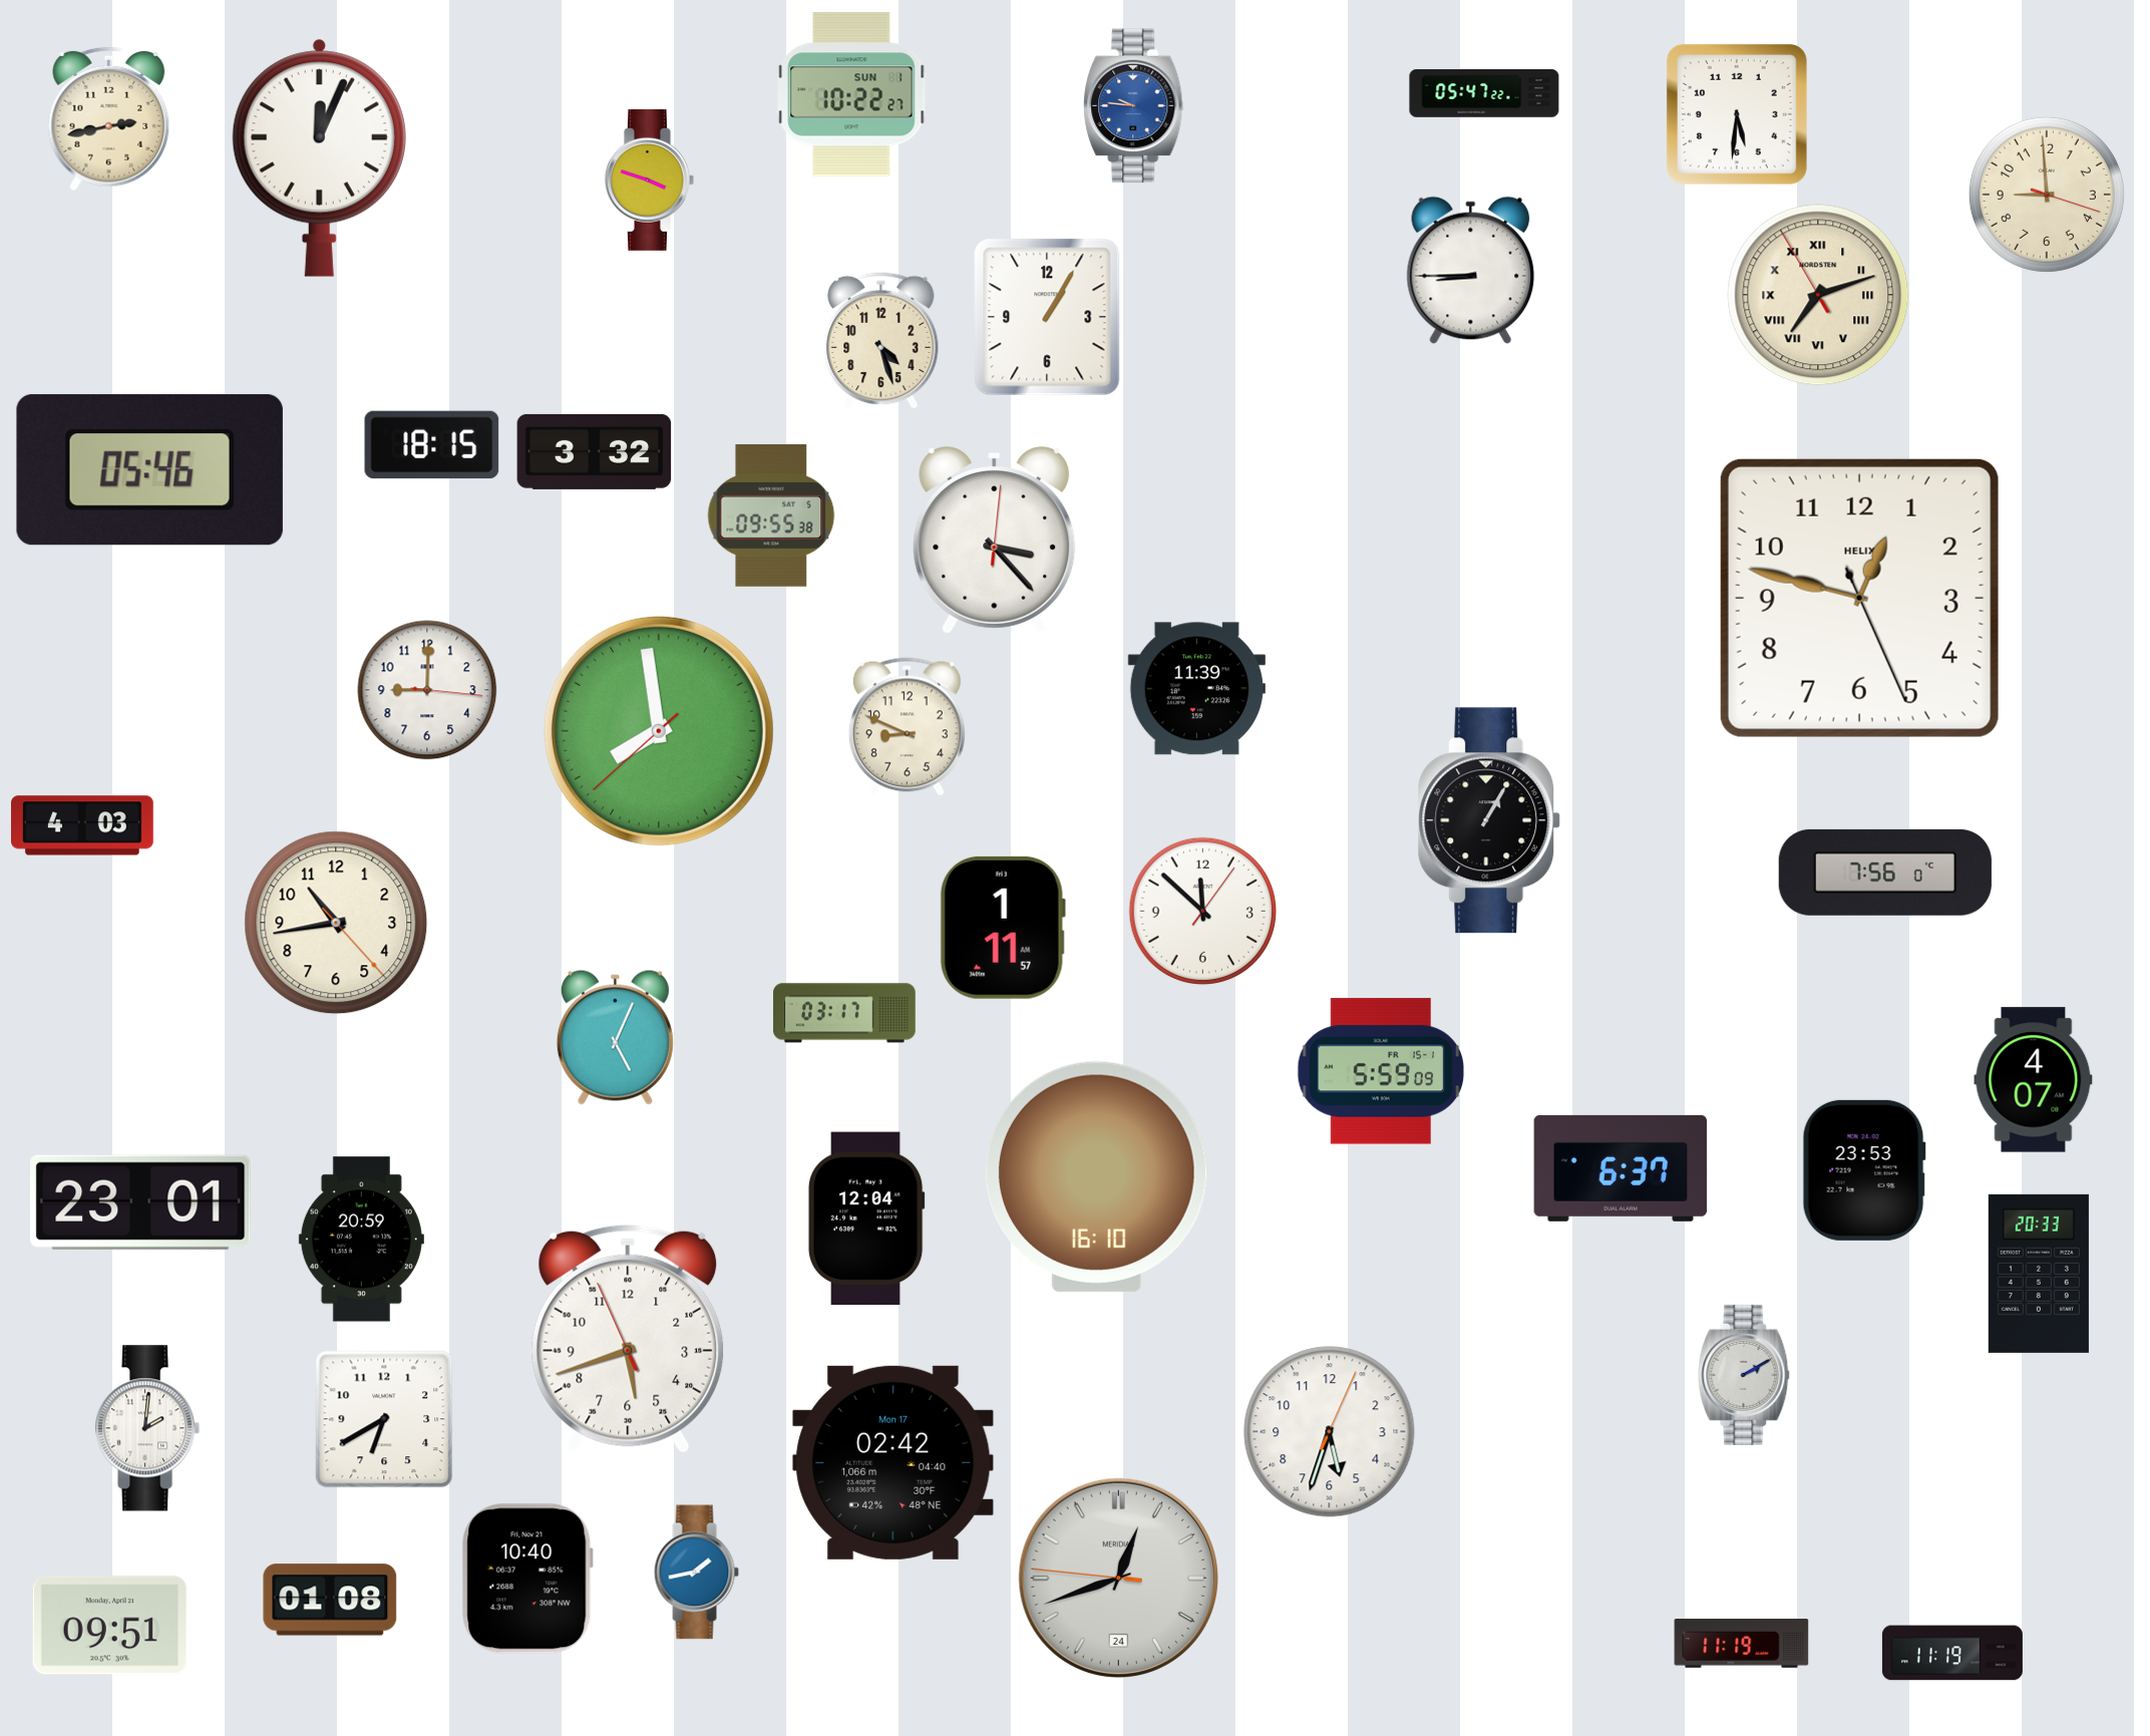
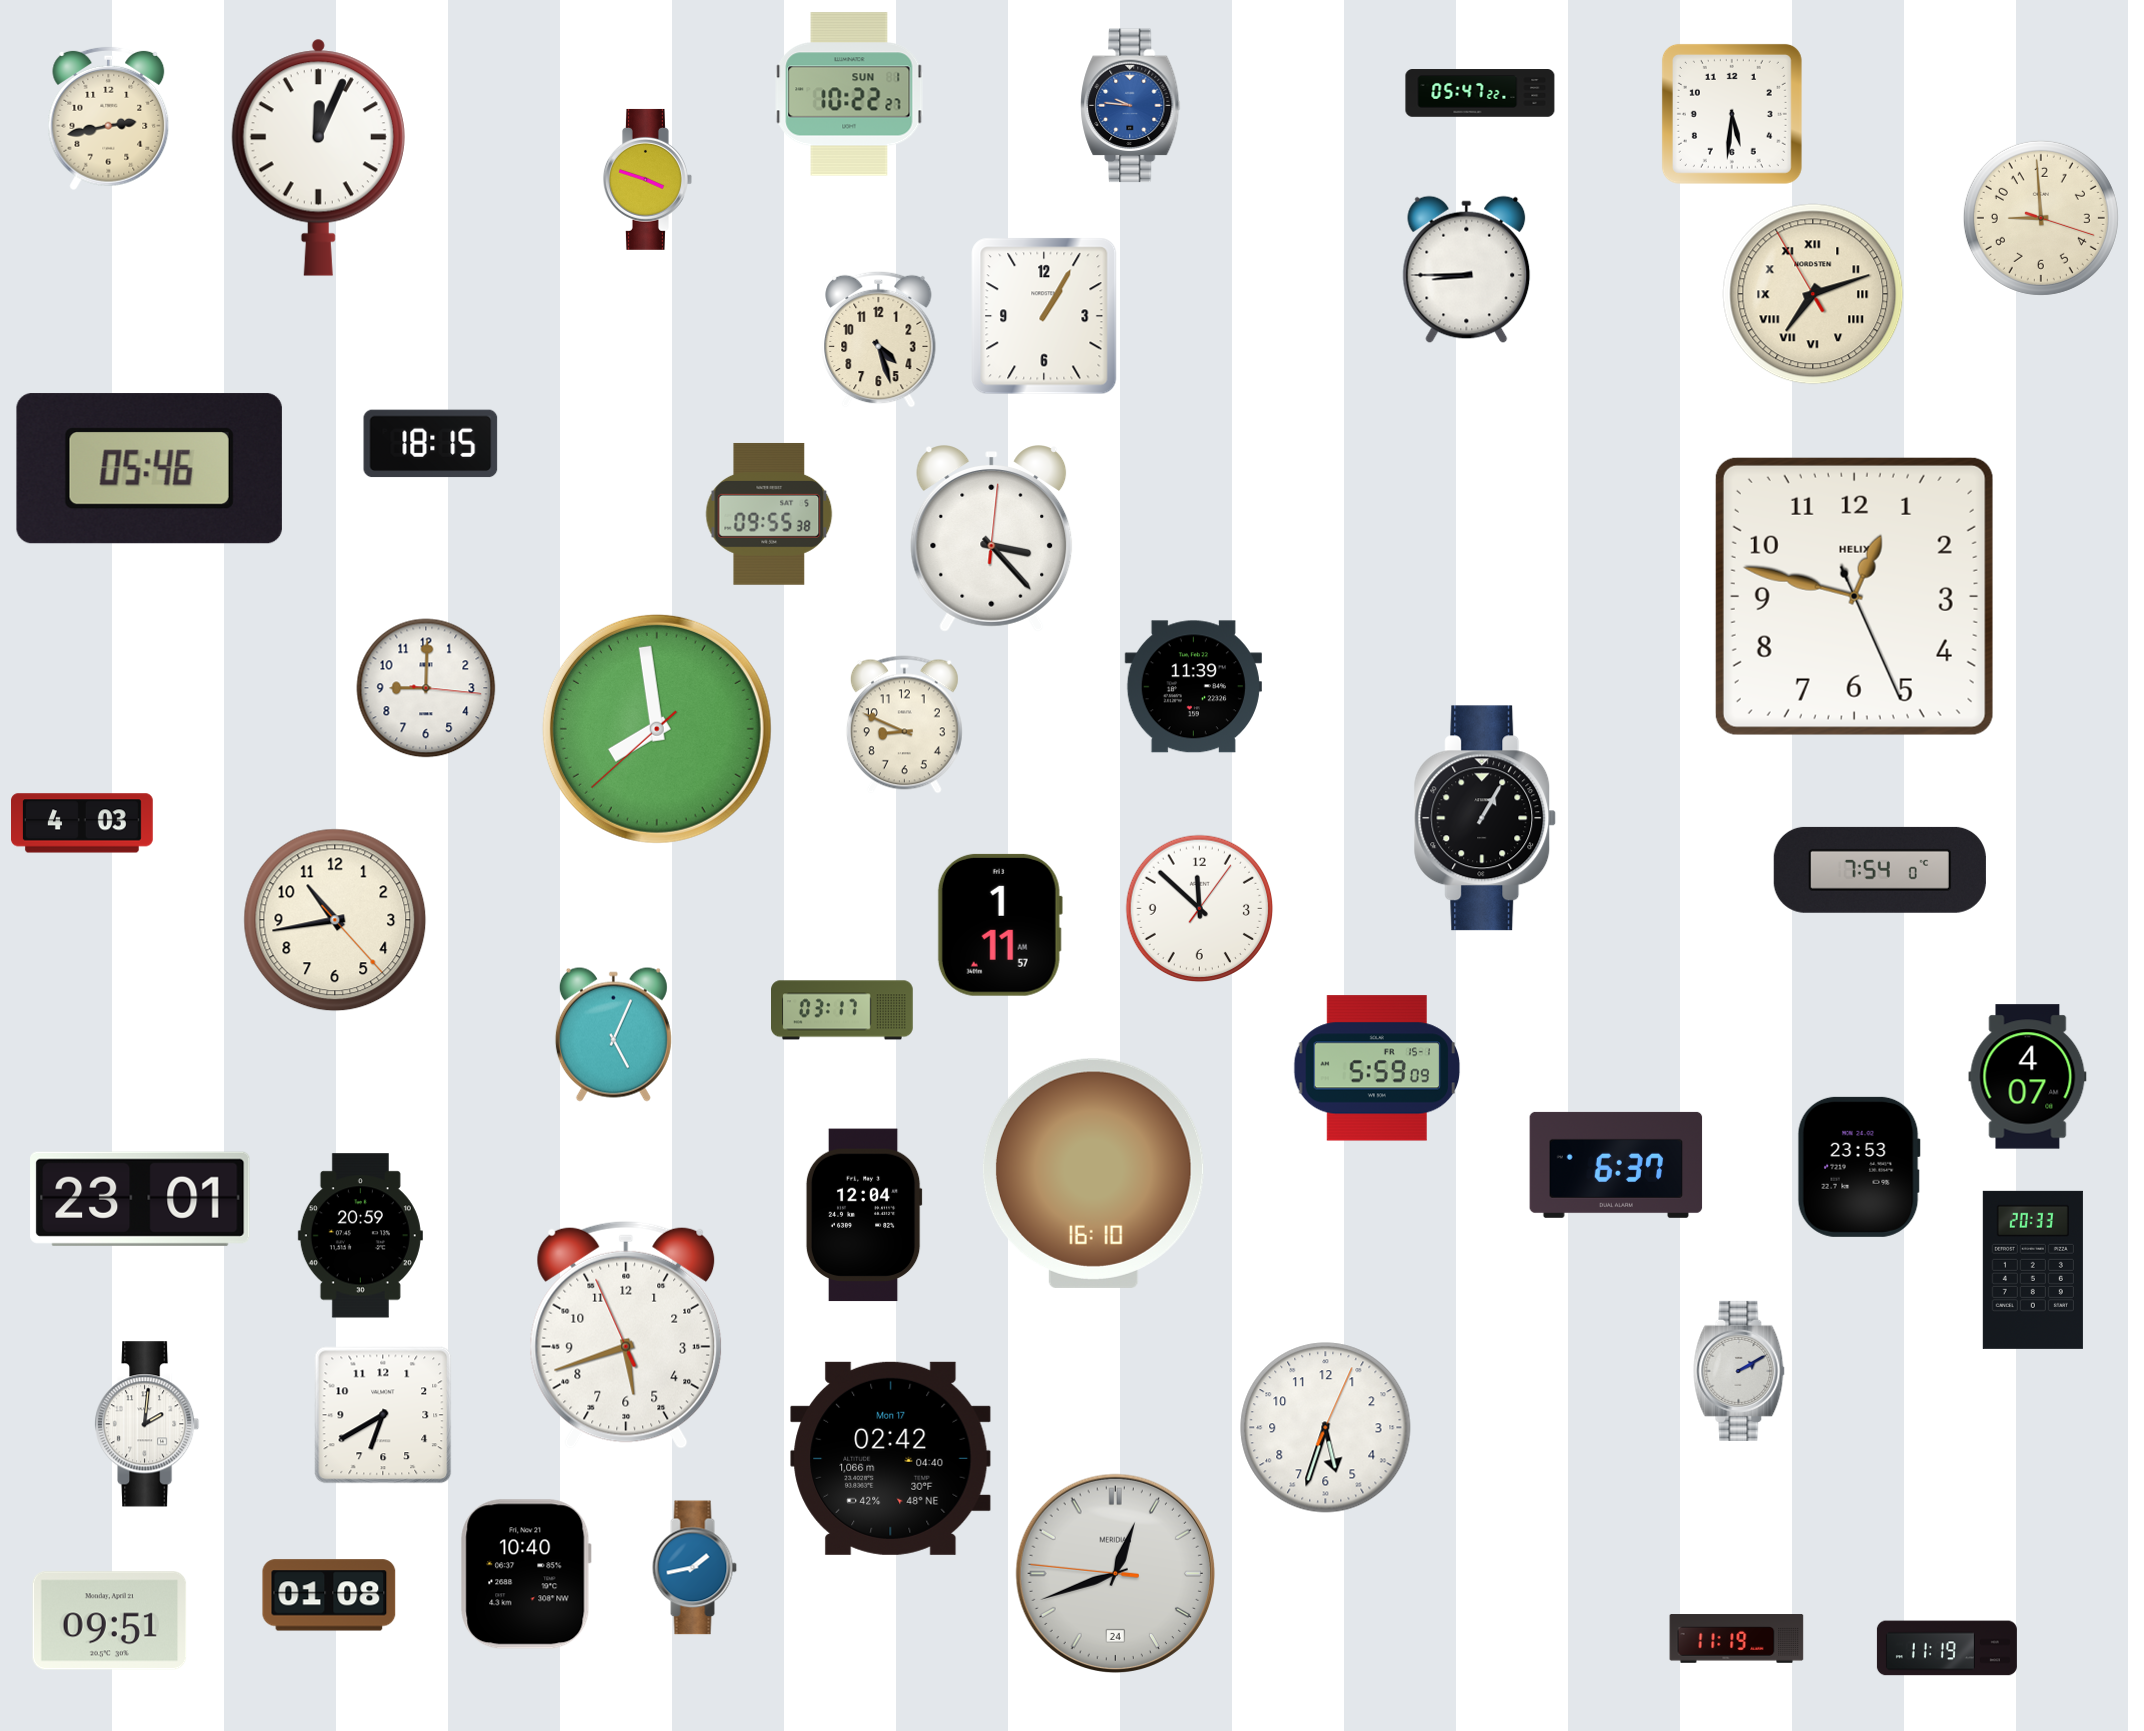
clock at (2047, 195) position: (2047, 195) -> (2041, 218)
clock at (595, 451): 3:32 -> none
clock at (1885, 873): 7:56 -> 7:54
